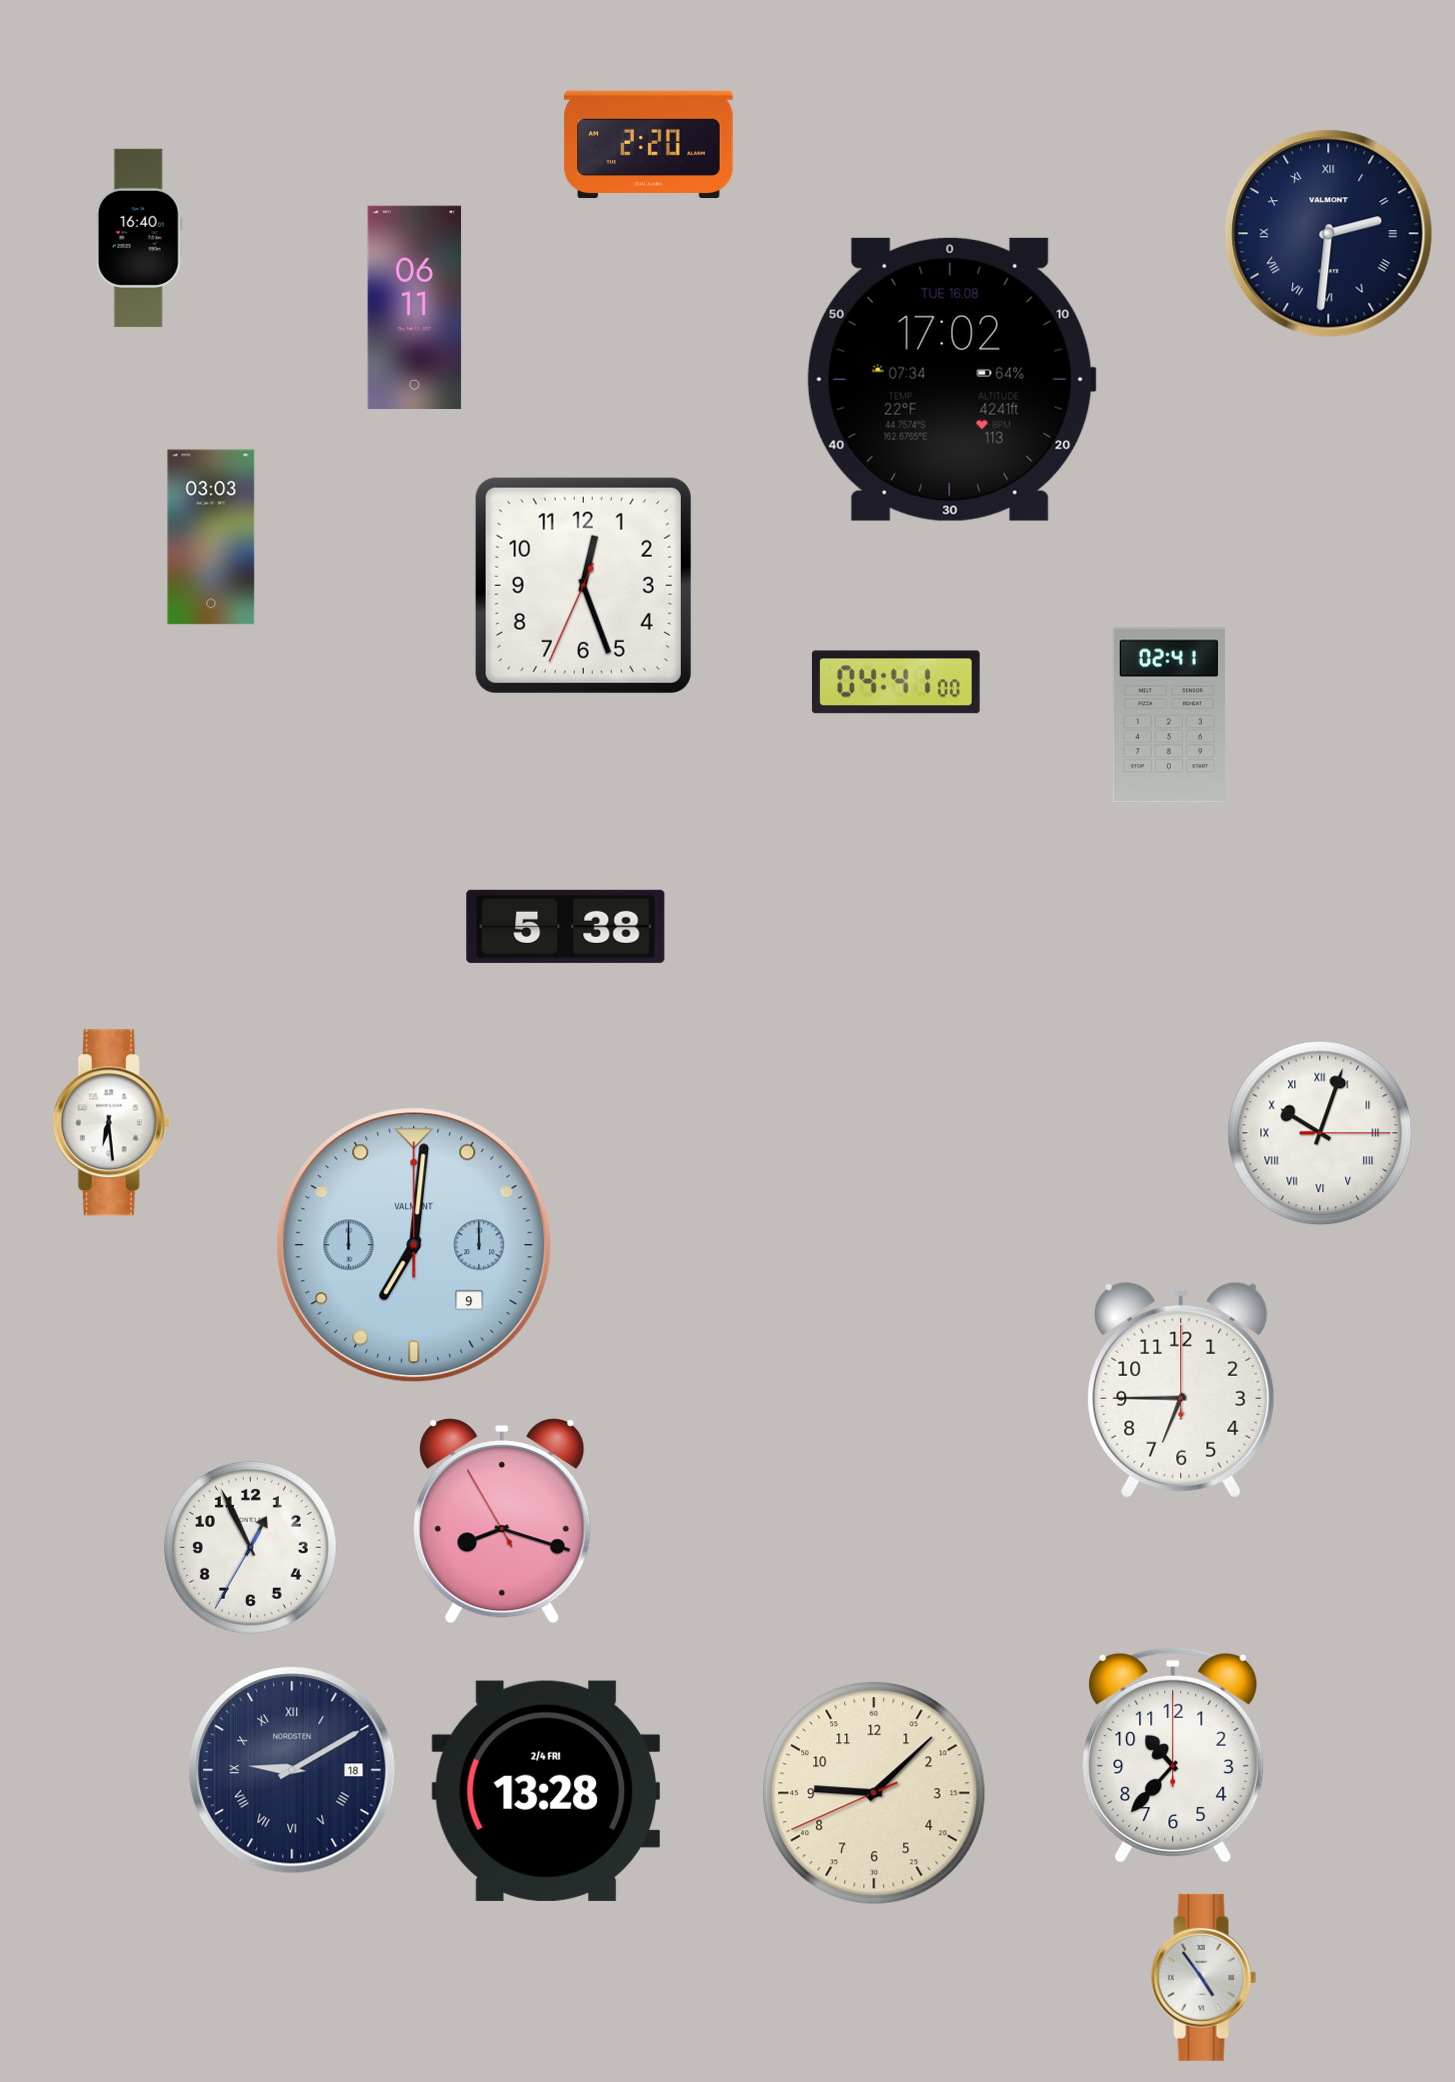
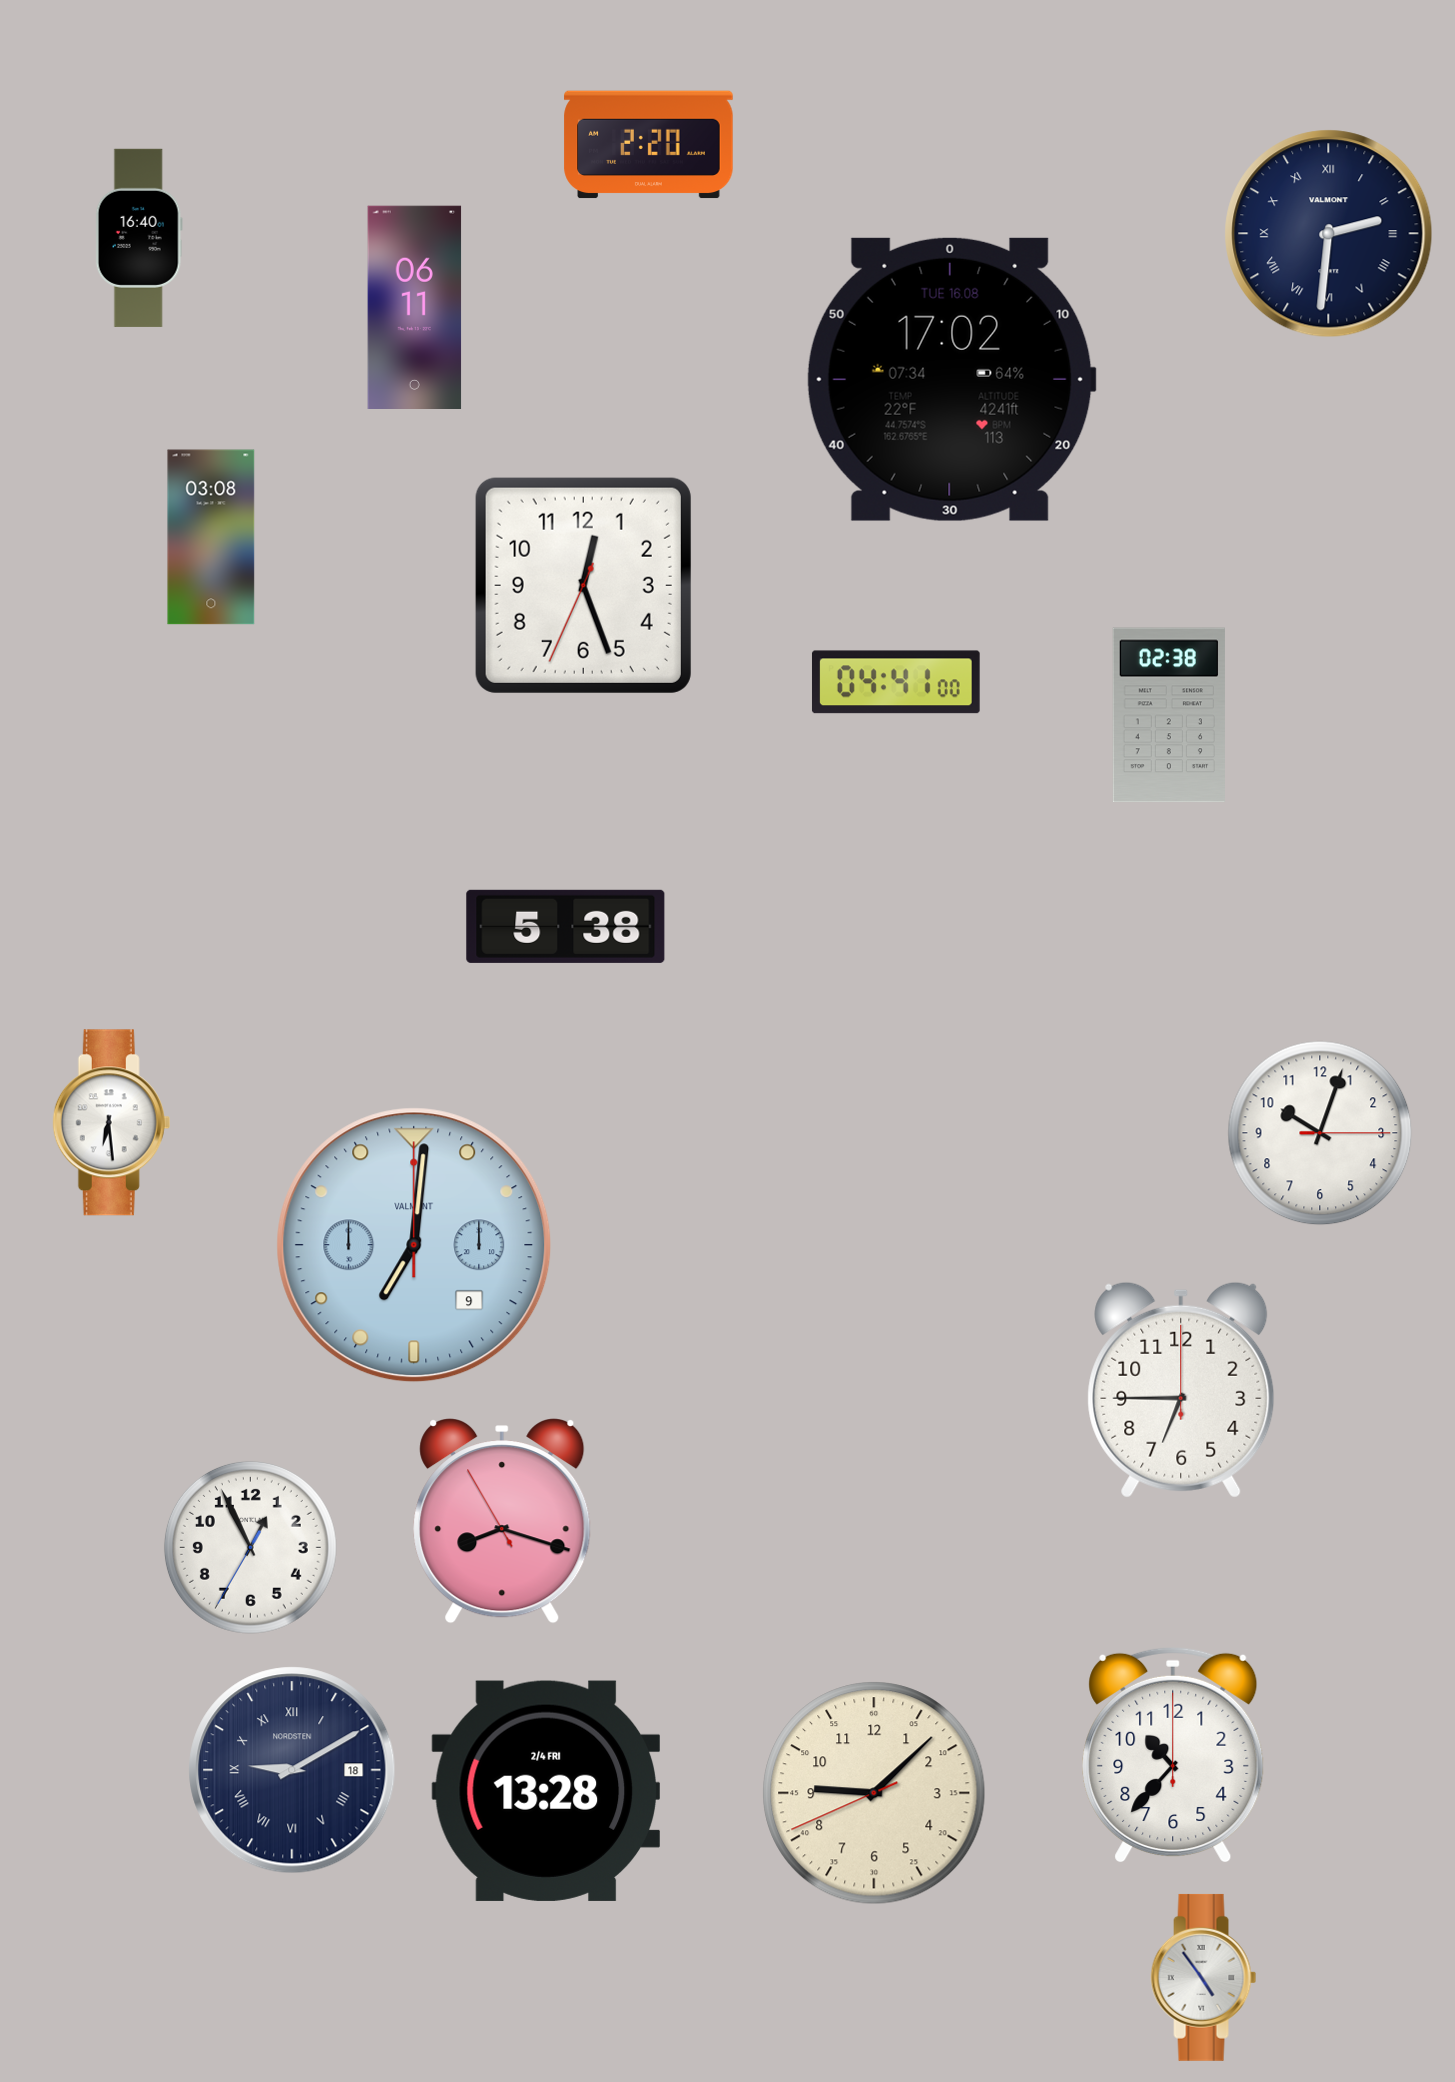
clock at (211, 537): 03:03 -> 03:08
clock at (1169, 715): 02:41 -> 02:38
clock at (1320, 1133) numerals: Roman -> Arabic
